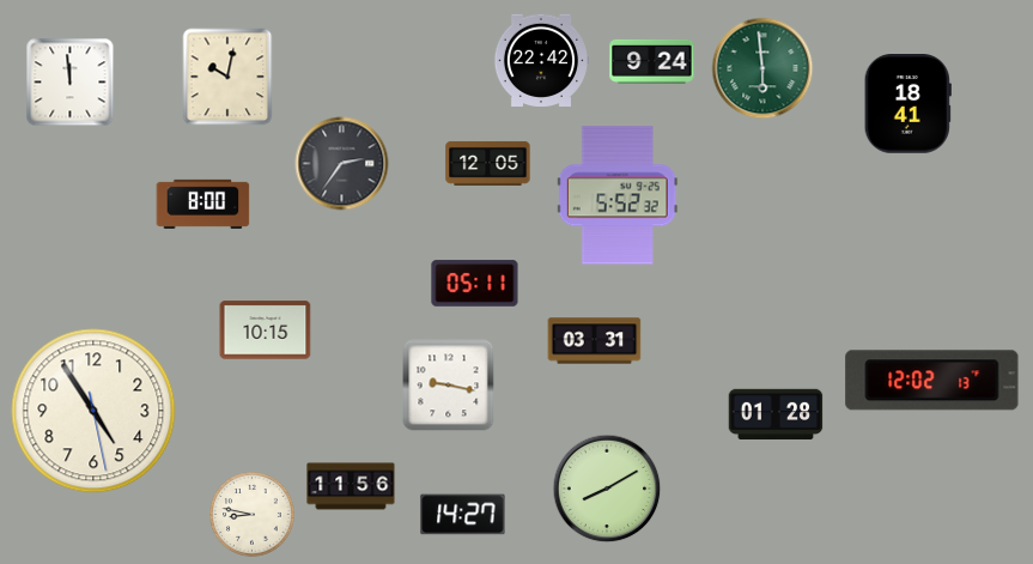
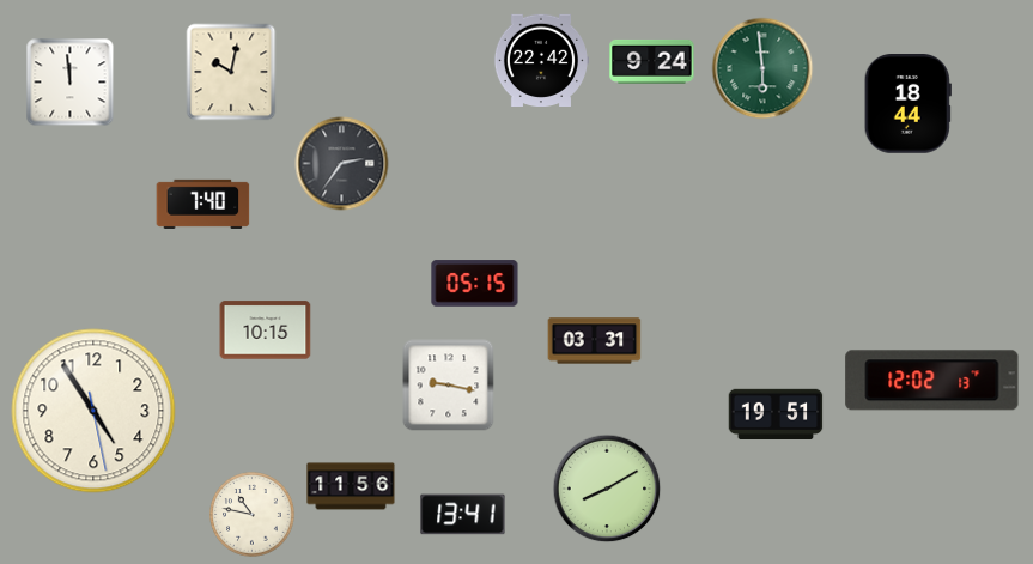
clock at (227, 77) position: (227, 77) -> (231, 72)
clock at (907, 104): 18:41 -> 18:44
clock at (488, 163): 12:05 -> none
clock at (618, 195): 5:52 -> none
clock at (203, 204): 8:00 -> 7:40
clock at (475, 284): 05:11 -> 05:15
clock at (776, 413): 01:28 -> 19:51
clock at (253, 515): 8:47 -> 10:47
clock at (463, 515): 14:27 -> 13:41
